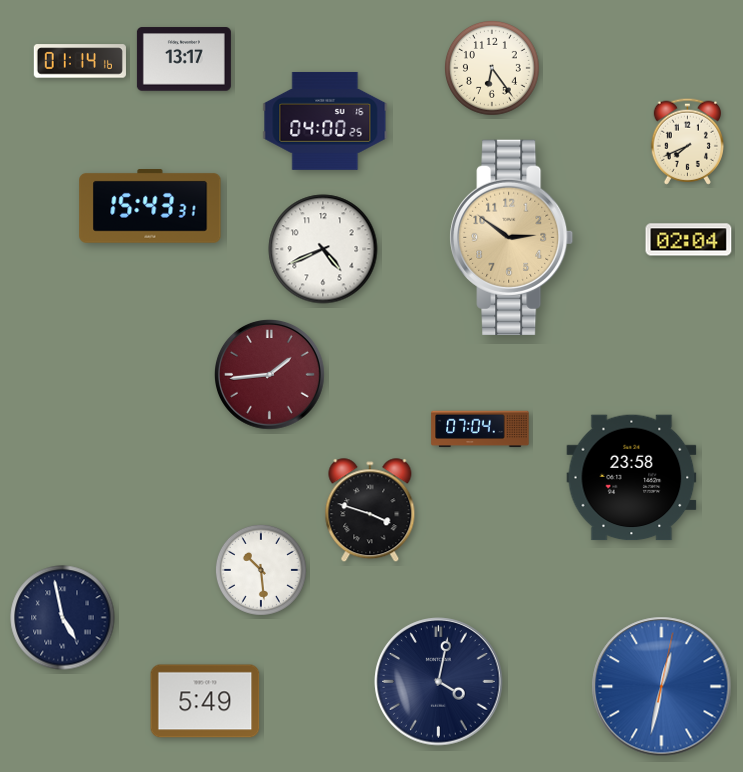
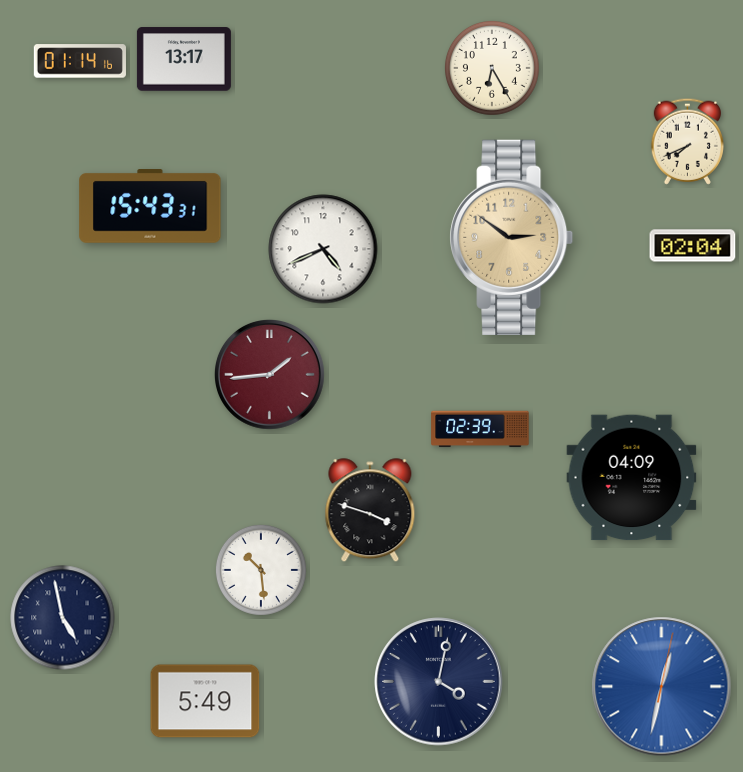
clock at (493, 69): 6:24 -> 6:25
clock at (325, 121): 04:00 -> none
clock at (689, 240) position: (689, 240) -> (693, 246)
clock at (480, 429): 07:04 -> 02:39
clock at (632, 478): 23:58 -> 04:09
